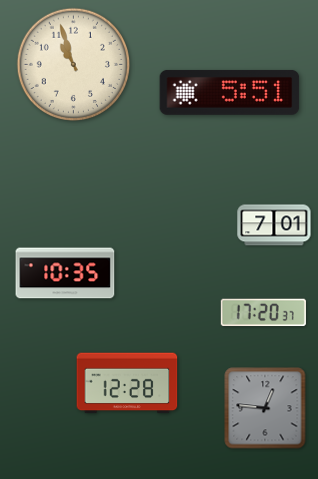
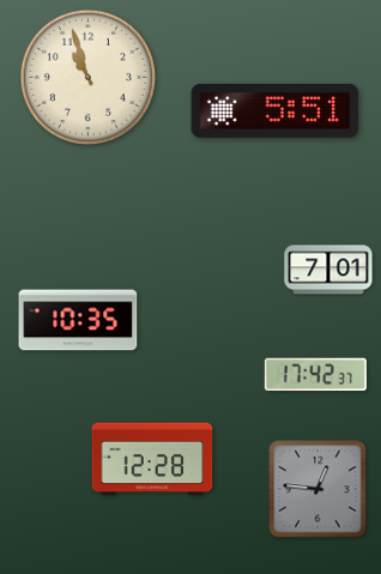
clock at (65, 273) position: (65, 273) -> (78, 320)
clock at (263, 313): 17:20 -> 17:42
